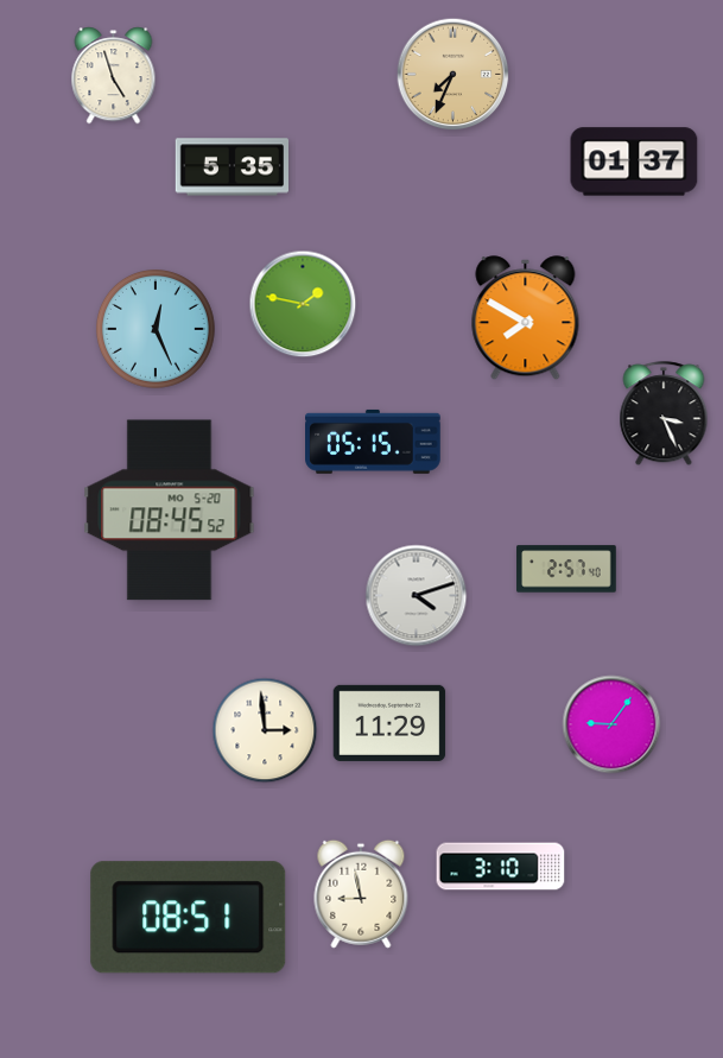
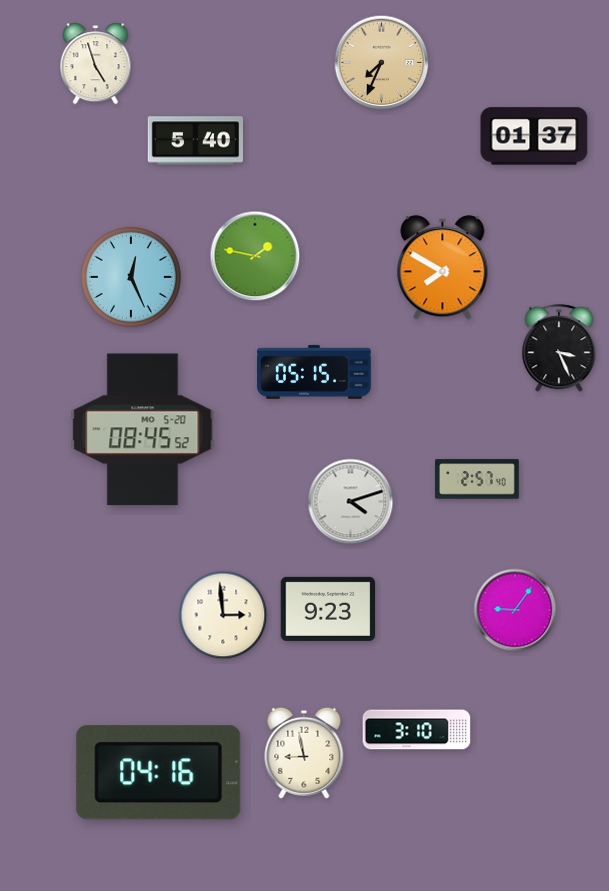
clock at (233, 167): 5:35 -> 5:40
clock at (389, 723): 11:29 -> 9:23
clock at (501, 867) position: (501, 867) -> (417, 730)
clock at (189, 918): 08:51 -> 04:16
